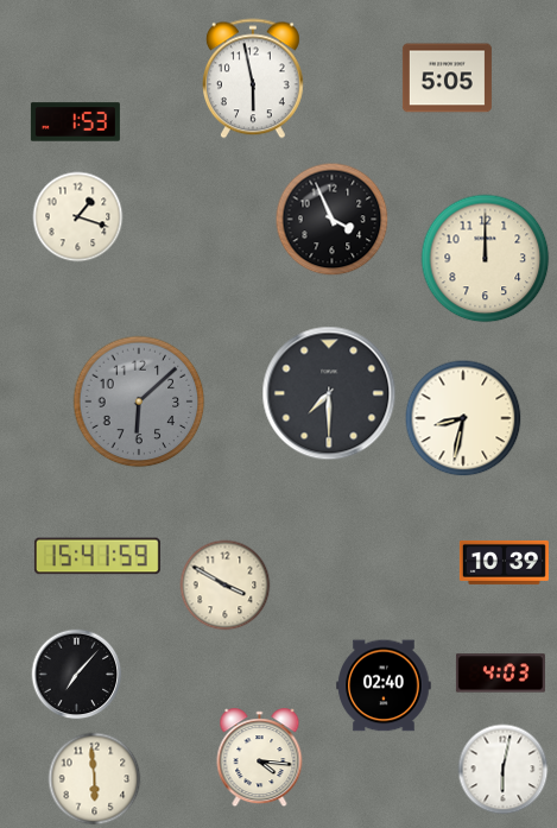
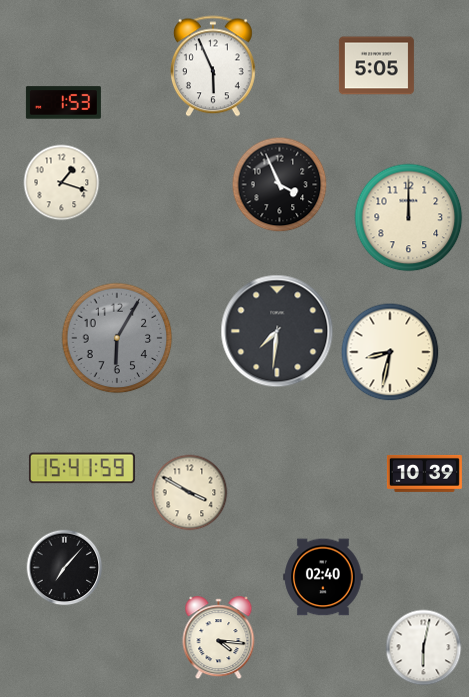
clock at (253, 78): 5:58 -> 5:56
clock at (78, 217) position: (78, 217) -> (62, 183)
clock at (329, 393): 7:30 -> 7:31
clock at (139, 402): 6:08 -> 6:05
clock at (500, 674): 4:03 -> none
clock at (95, 779): 5:59 -> none
